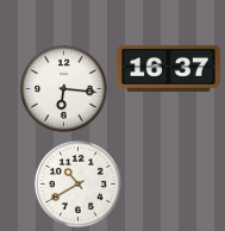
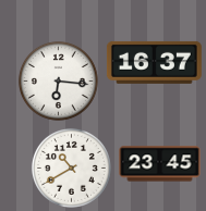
clock at (160, 164): none -> 23:45
